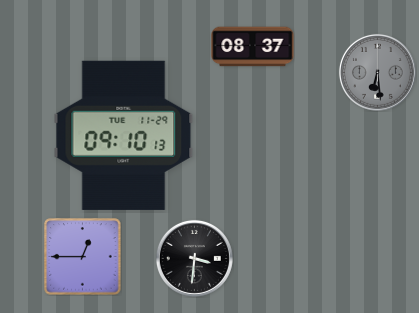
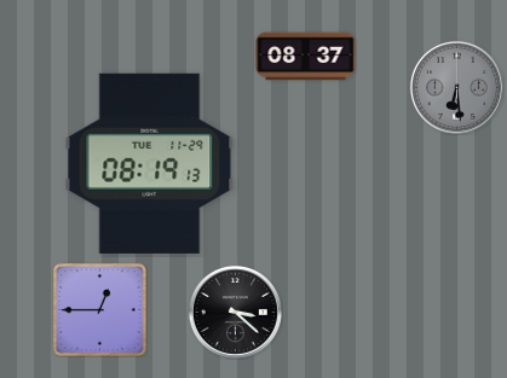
clock at (124, 135): 09:10 -> 08:19
clock at (194, 258): 3:31 -> 3:22
